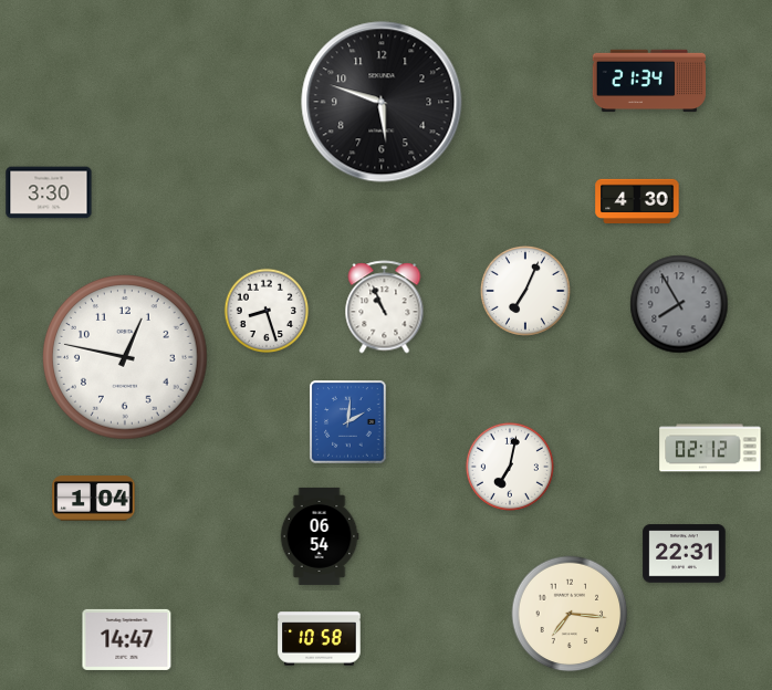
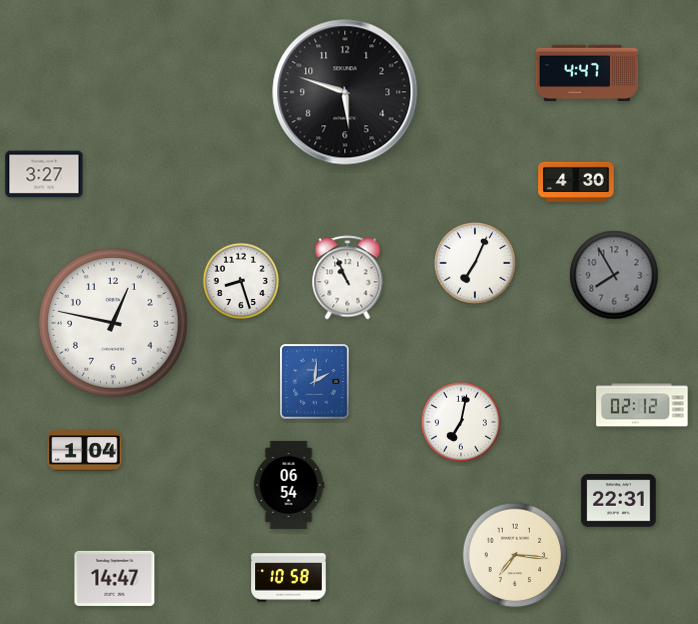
clock at (649, 81): 21:34 -> 4:47
clock at (49, 192): 3:30 -> 3:27
